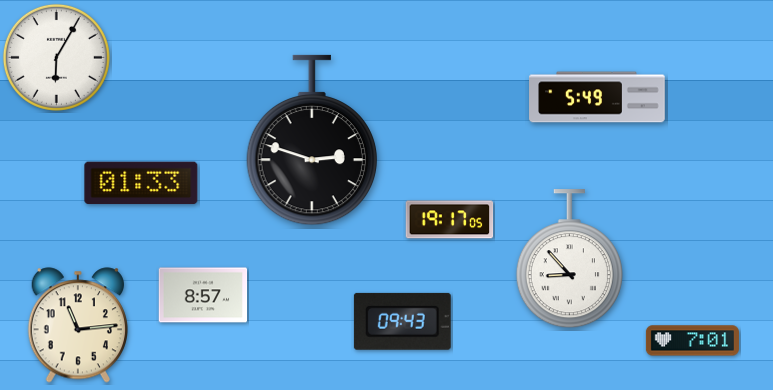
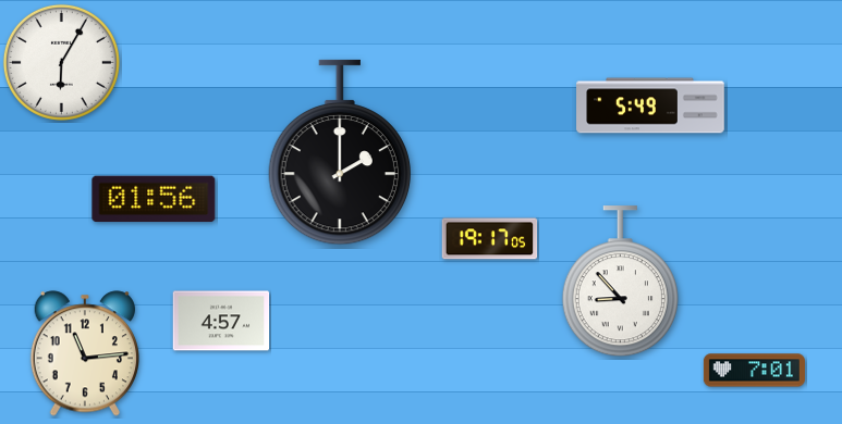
clock at (311, 140): 2:48 -> 2:00
clock at (141, 183): 01:33 -> 01:56
clock at (203, 295): 8:57 -> 4:57
clock at (402, 321): 09:43 -> none
